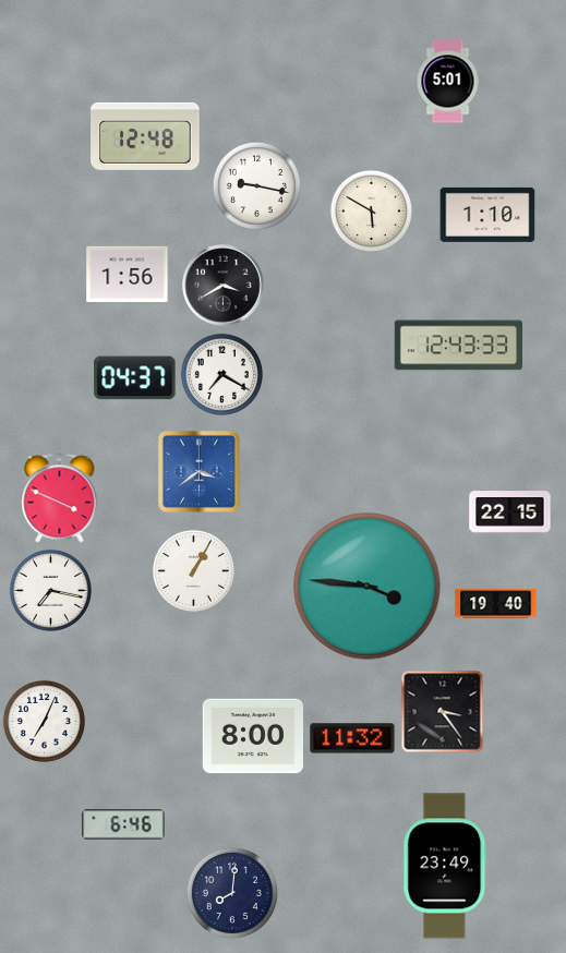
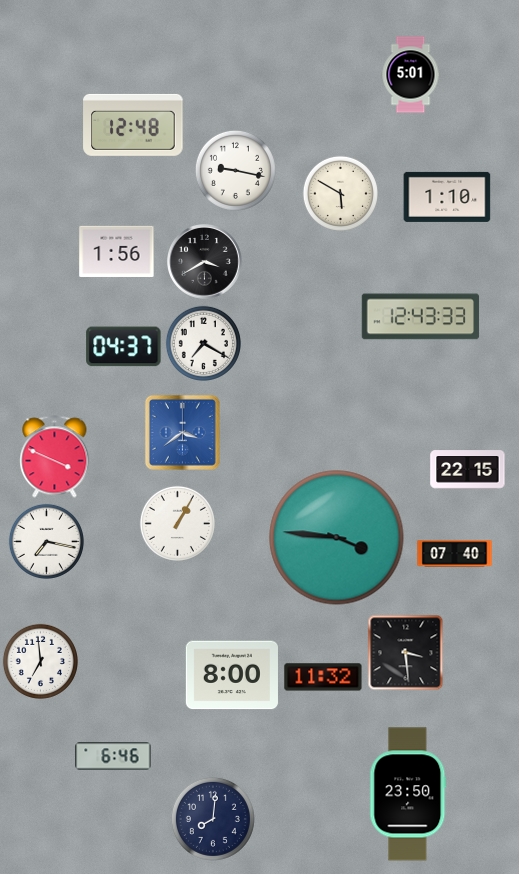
clock at (496, 604): 19:40 -> 07:40
clock at (443, 712): 3:24 -> 3:29
clock at (44, 721): 7:04 -> 6:59
clock at (445, 866): 23:49 -> 23:50
